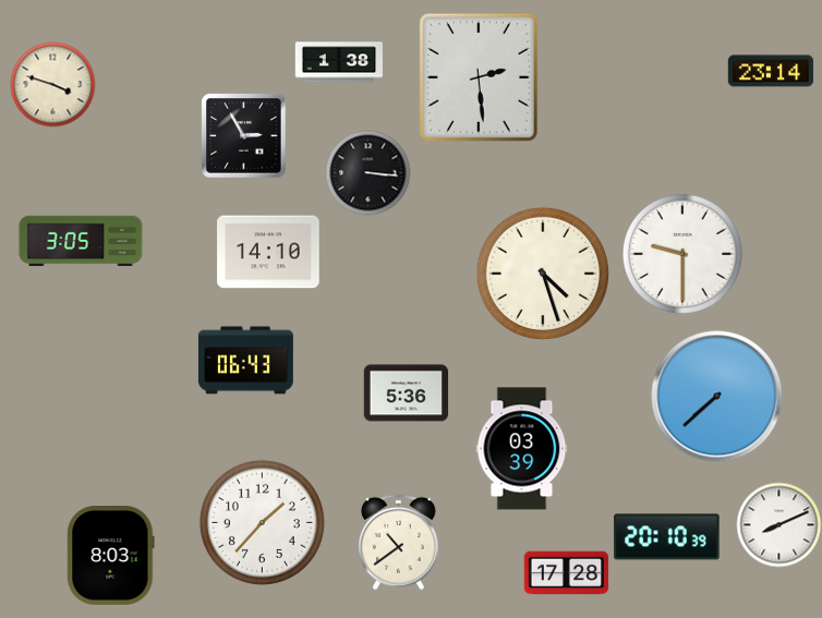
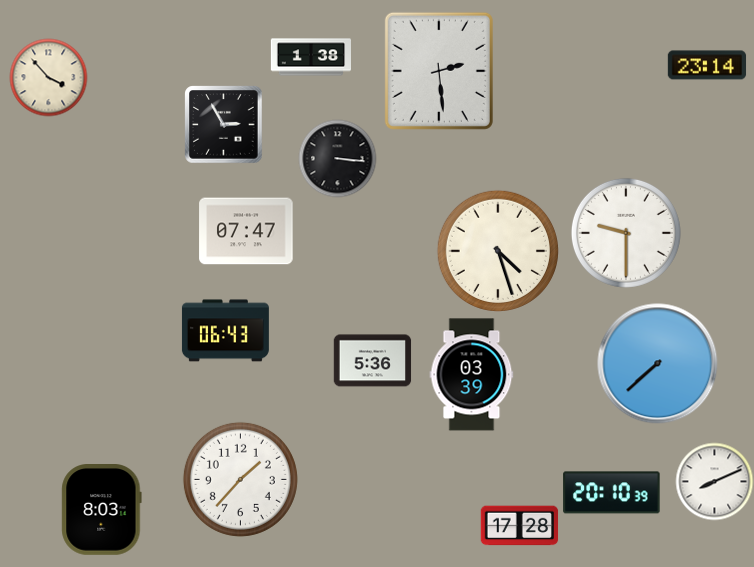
clock at (52, 84): 3:48 -> 3:53
clock at (81, 241): 3:05 -> none
clock at (268, 252): 14:10 -> 07:47
clock at (522, 449) position: (522, 449) -> (472, 375)
clock at (399, 542): 10:39 -> none
